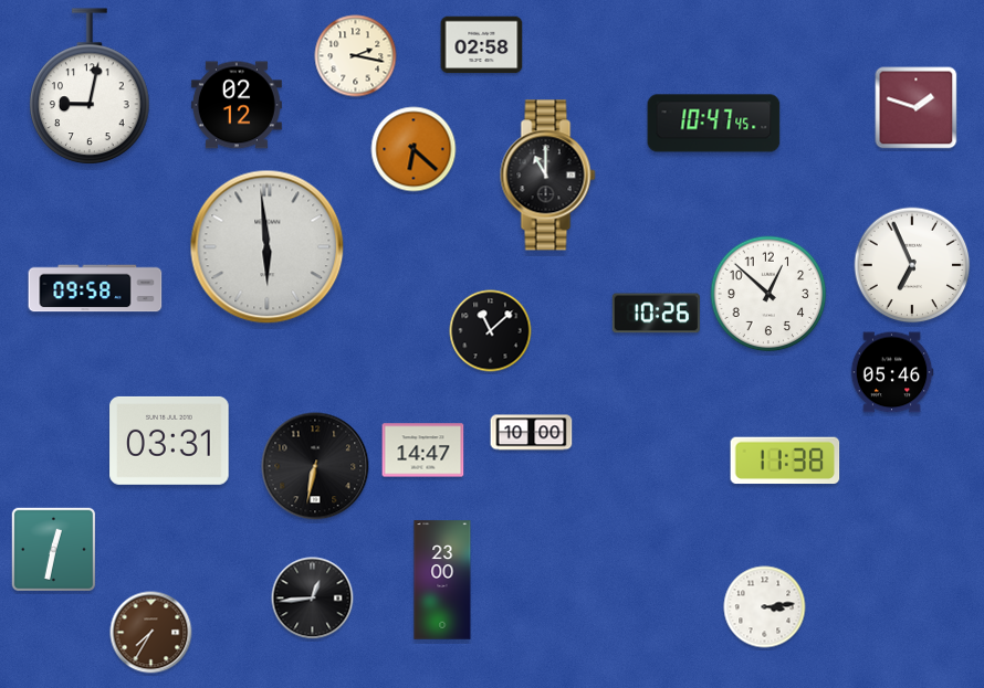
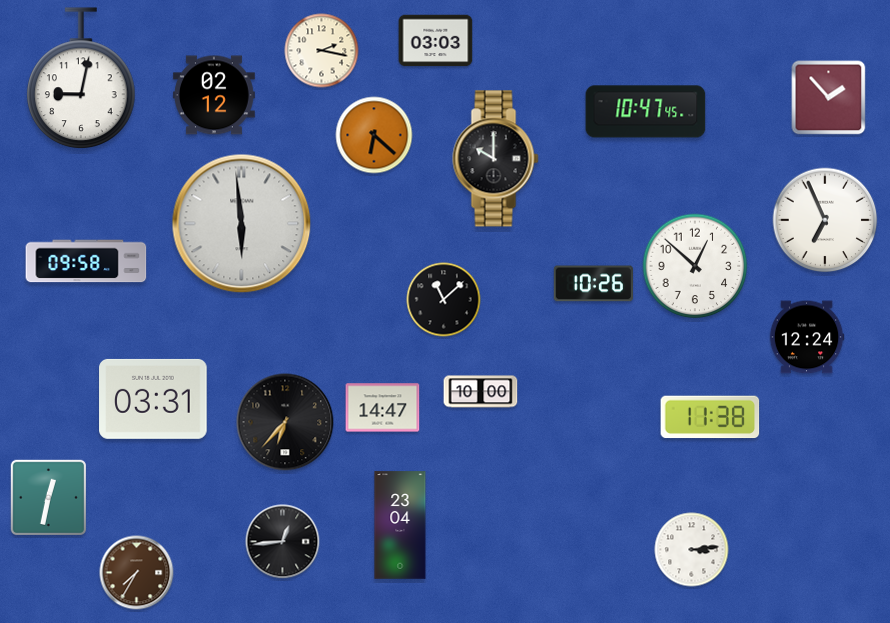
clock at (482, 45): 02:58 -> 03:03
clock at (917, 108): 1:48 -> 1:53
clock at (548, 176): 11:00 -> 10:00
clock at (912, 265) position: (912, 265) -> (825, 220)
clock at (892, 372): 05:46 -> 12:24
clock at (315, 466): 6:32 -> 6:37
clock at (442, 580): 23:00 -> 23:04
